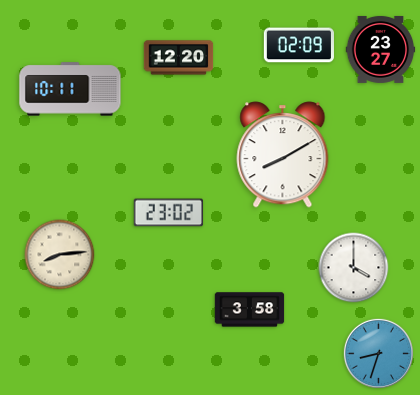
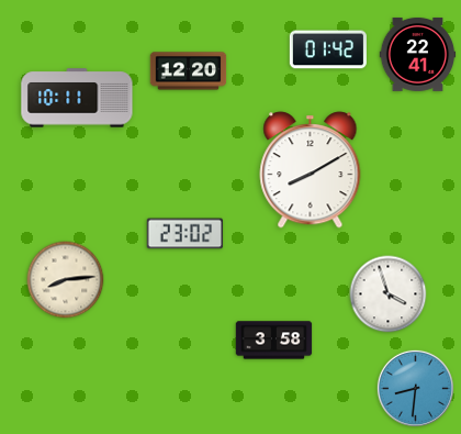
clock at (299, 45): 02:09 -> 01:42
clock at (381, 49): 23:27 -> 22:41
clock at (179, 58) position: (179, 58) -> (189, 71)
clock at (354, 268): 4:00 -> 3:57
clock at (378, 353): 8:33 -> 8:31
